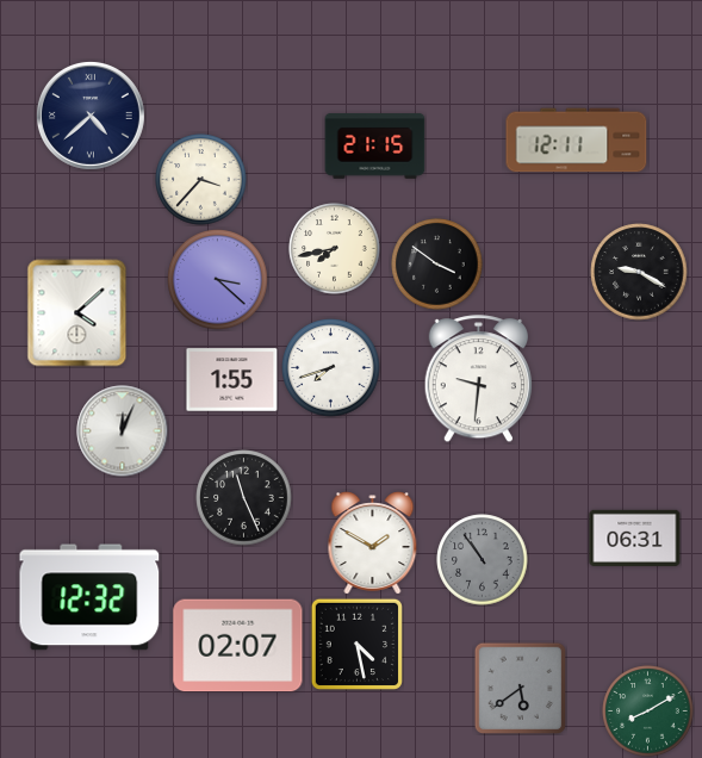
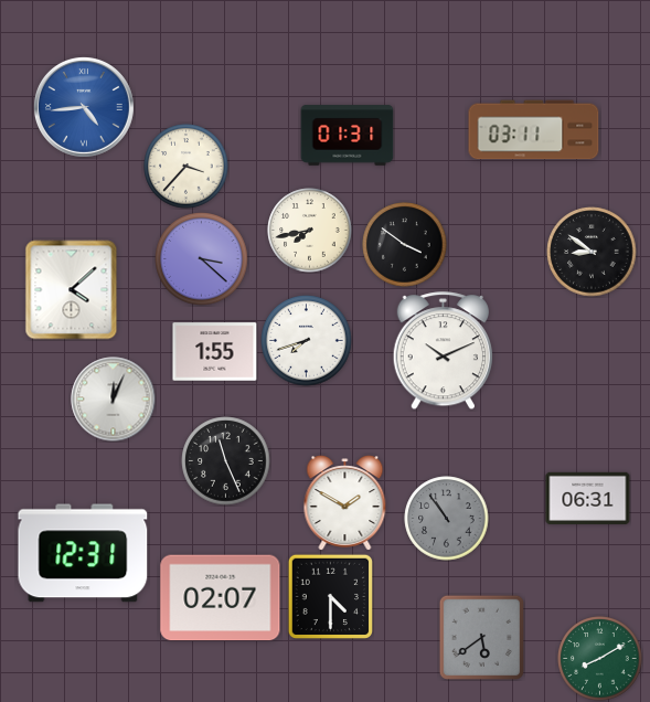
clock at (91, 116): 4:38 -> 4:44
clock at (91, 116) dial: navy -> blue
clock at (577, 141): 12:11 -> 03:11
clock at (375, 147): 21:15 -> 01:31
clock at (639, 272): 9:20 -> 8:51
clock at (478, 379): 9:31 -> 10:11
clock at (89, 597): 12:32 -> 12:31
clock at (356, 644): 4:28 -> 4:30
